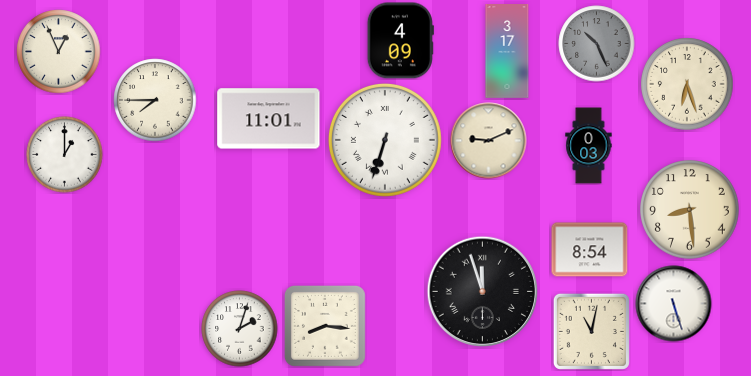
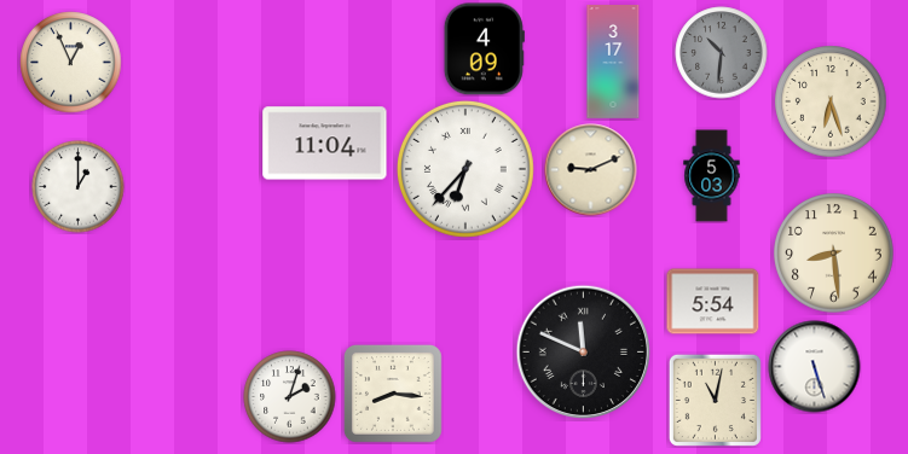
clock at (597, 44): 10:26 -> 10:31
clock at (155, 100): 7:45 -> none
clock at (269, 119): 11:01 -> 11:04
clock at (385, 140): 6:33 -> 6:37
clock at (589, 146): 0:03 -> 5:03
clock at (590, 250): 8:54 -> 5:54
clock at (482, 291): 11:57 -> 11:49
